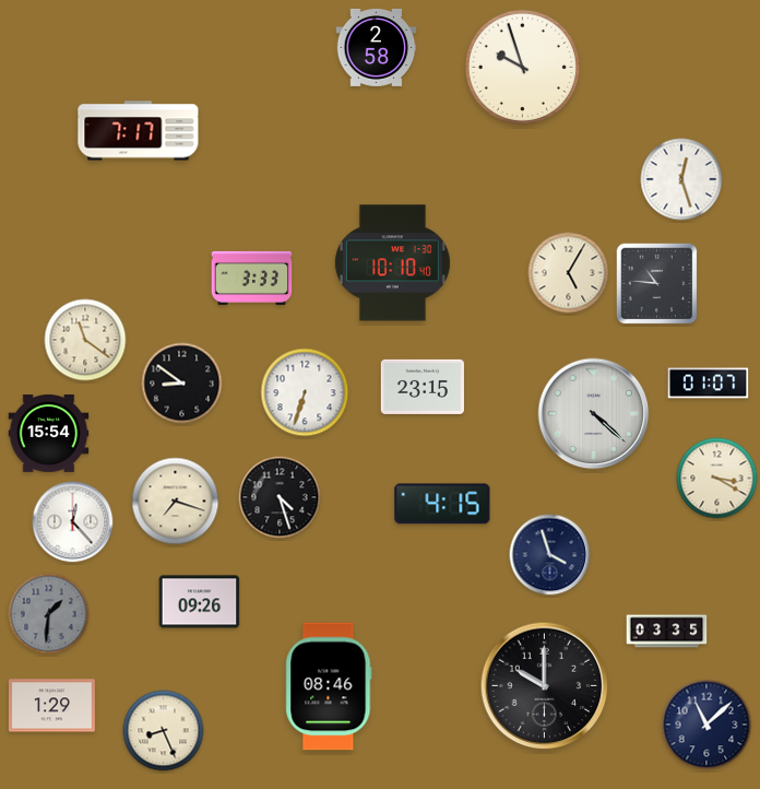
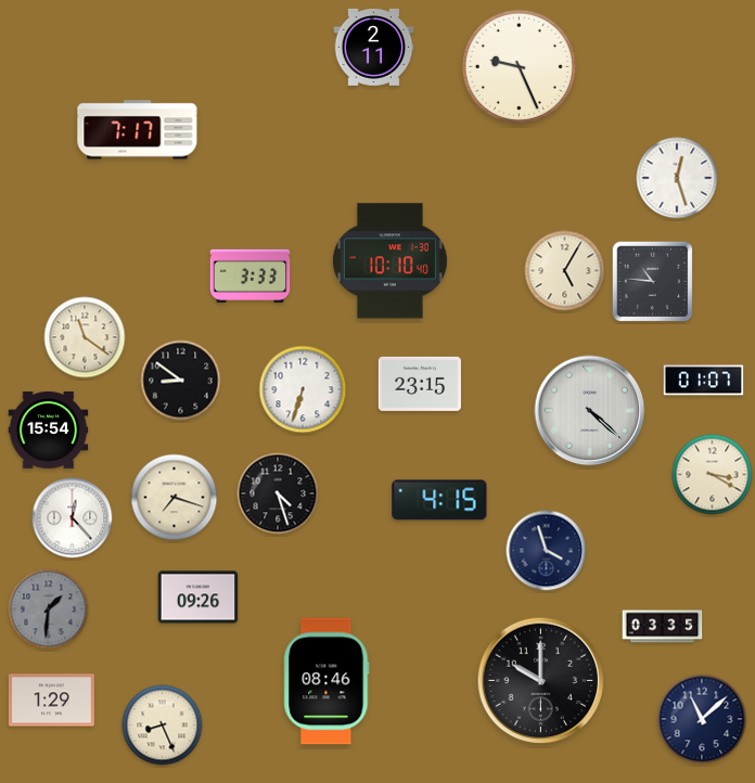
clock at (377, 48): 2:58 -> 2:11
clock at (522, 67): 9:57 -> 9:26
